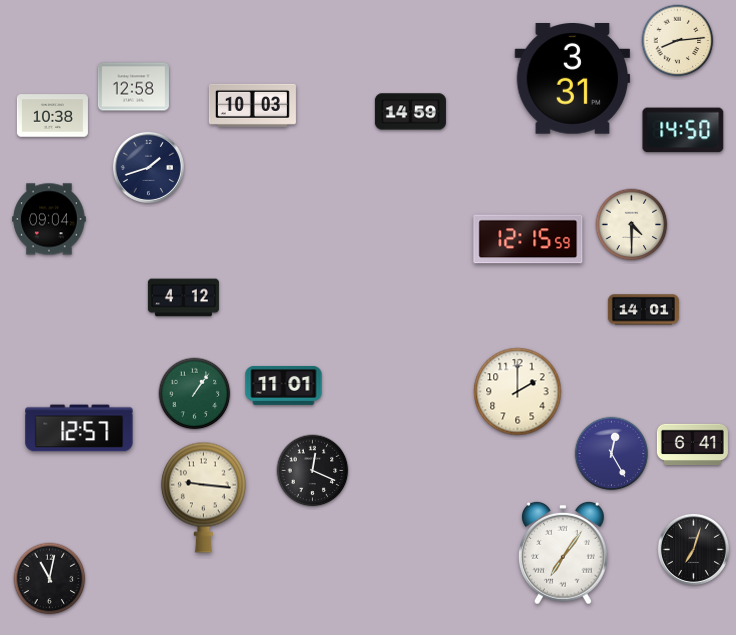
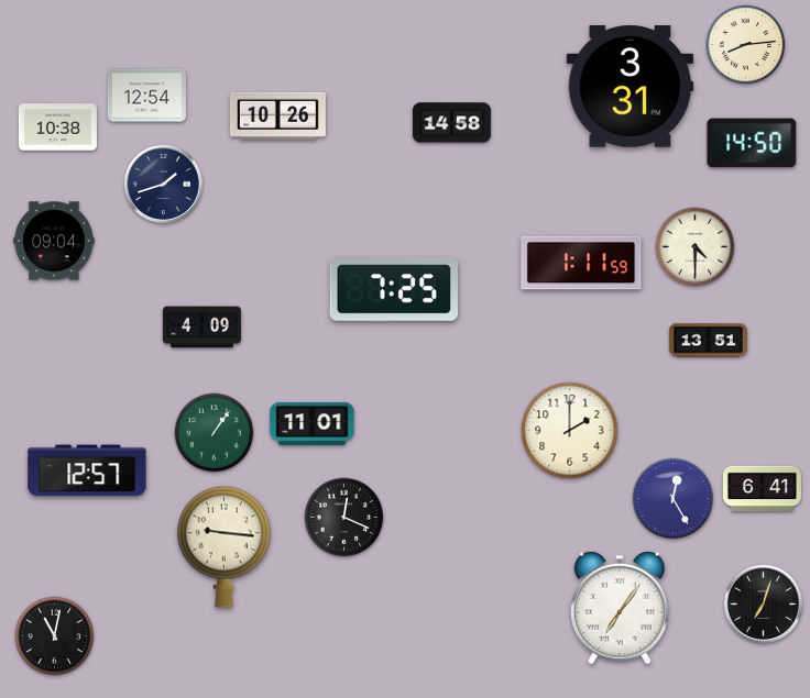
clock at (133, 87): 12:58 -> 12:54
clock at (252, 105): 10:03 -> 10:26
clock at (410, 112): 14:59 -> 14:58
clock at (528, 239): 12:15 -> 1:11
clock at (393, 290): none -> 7:25
clock at (183, 298): 4:12 -> 4:09
clock at (643, 310): 14:01 -> 13:51
